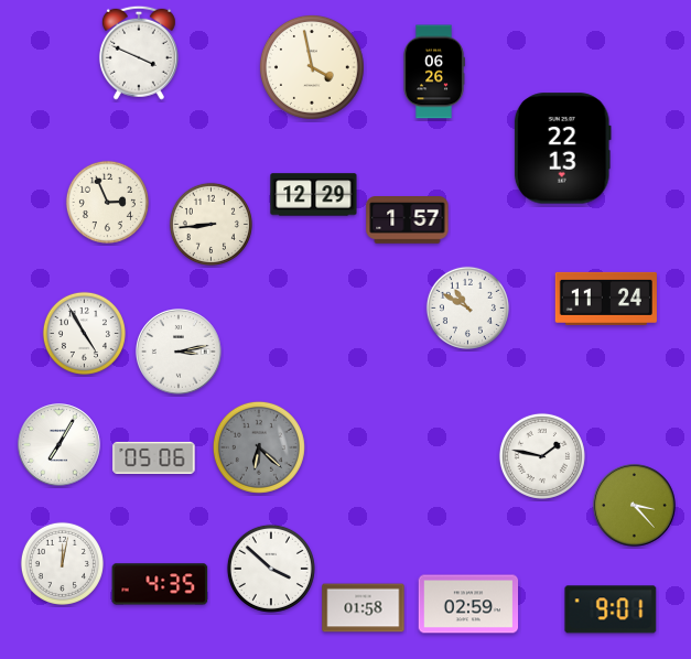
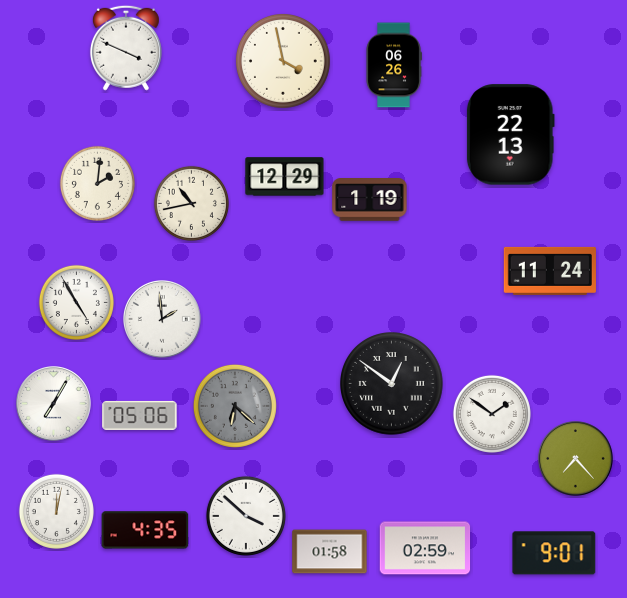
clock at (107, 202): 2:56 -> 2:01
clock at (408, 220): 1:57 -> 1:19
clock at (210, 224): 8:44 -> 10:43
clock at (467, 307): 10:50 -> none
clock at (180, 353): 3:13 -> 1:59
clock at (392, 384): none -> 12:51
clock at (542, 456): 1:47 -> 1:51
clock at (635, 506): 3:23 -> 7:23
